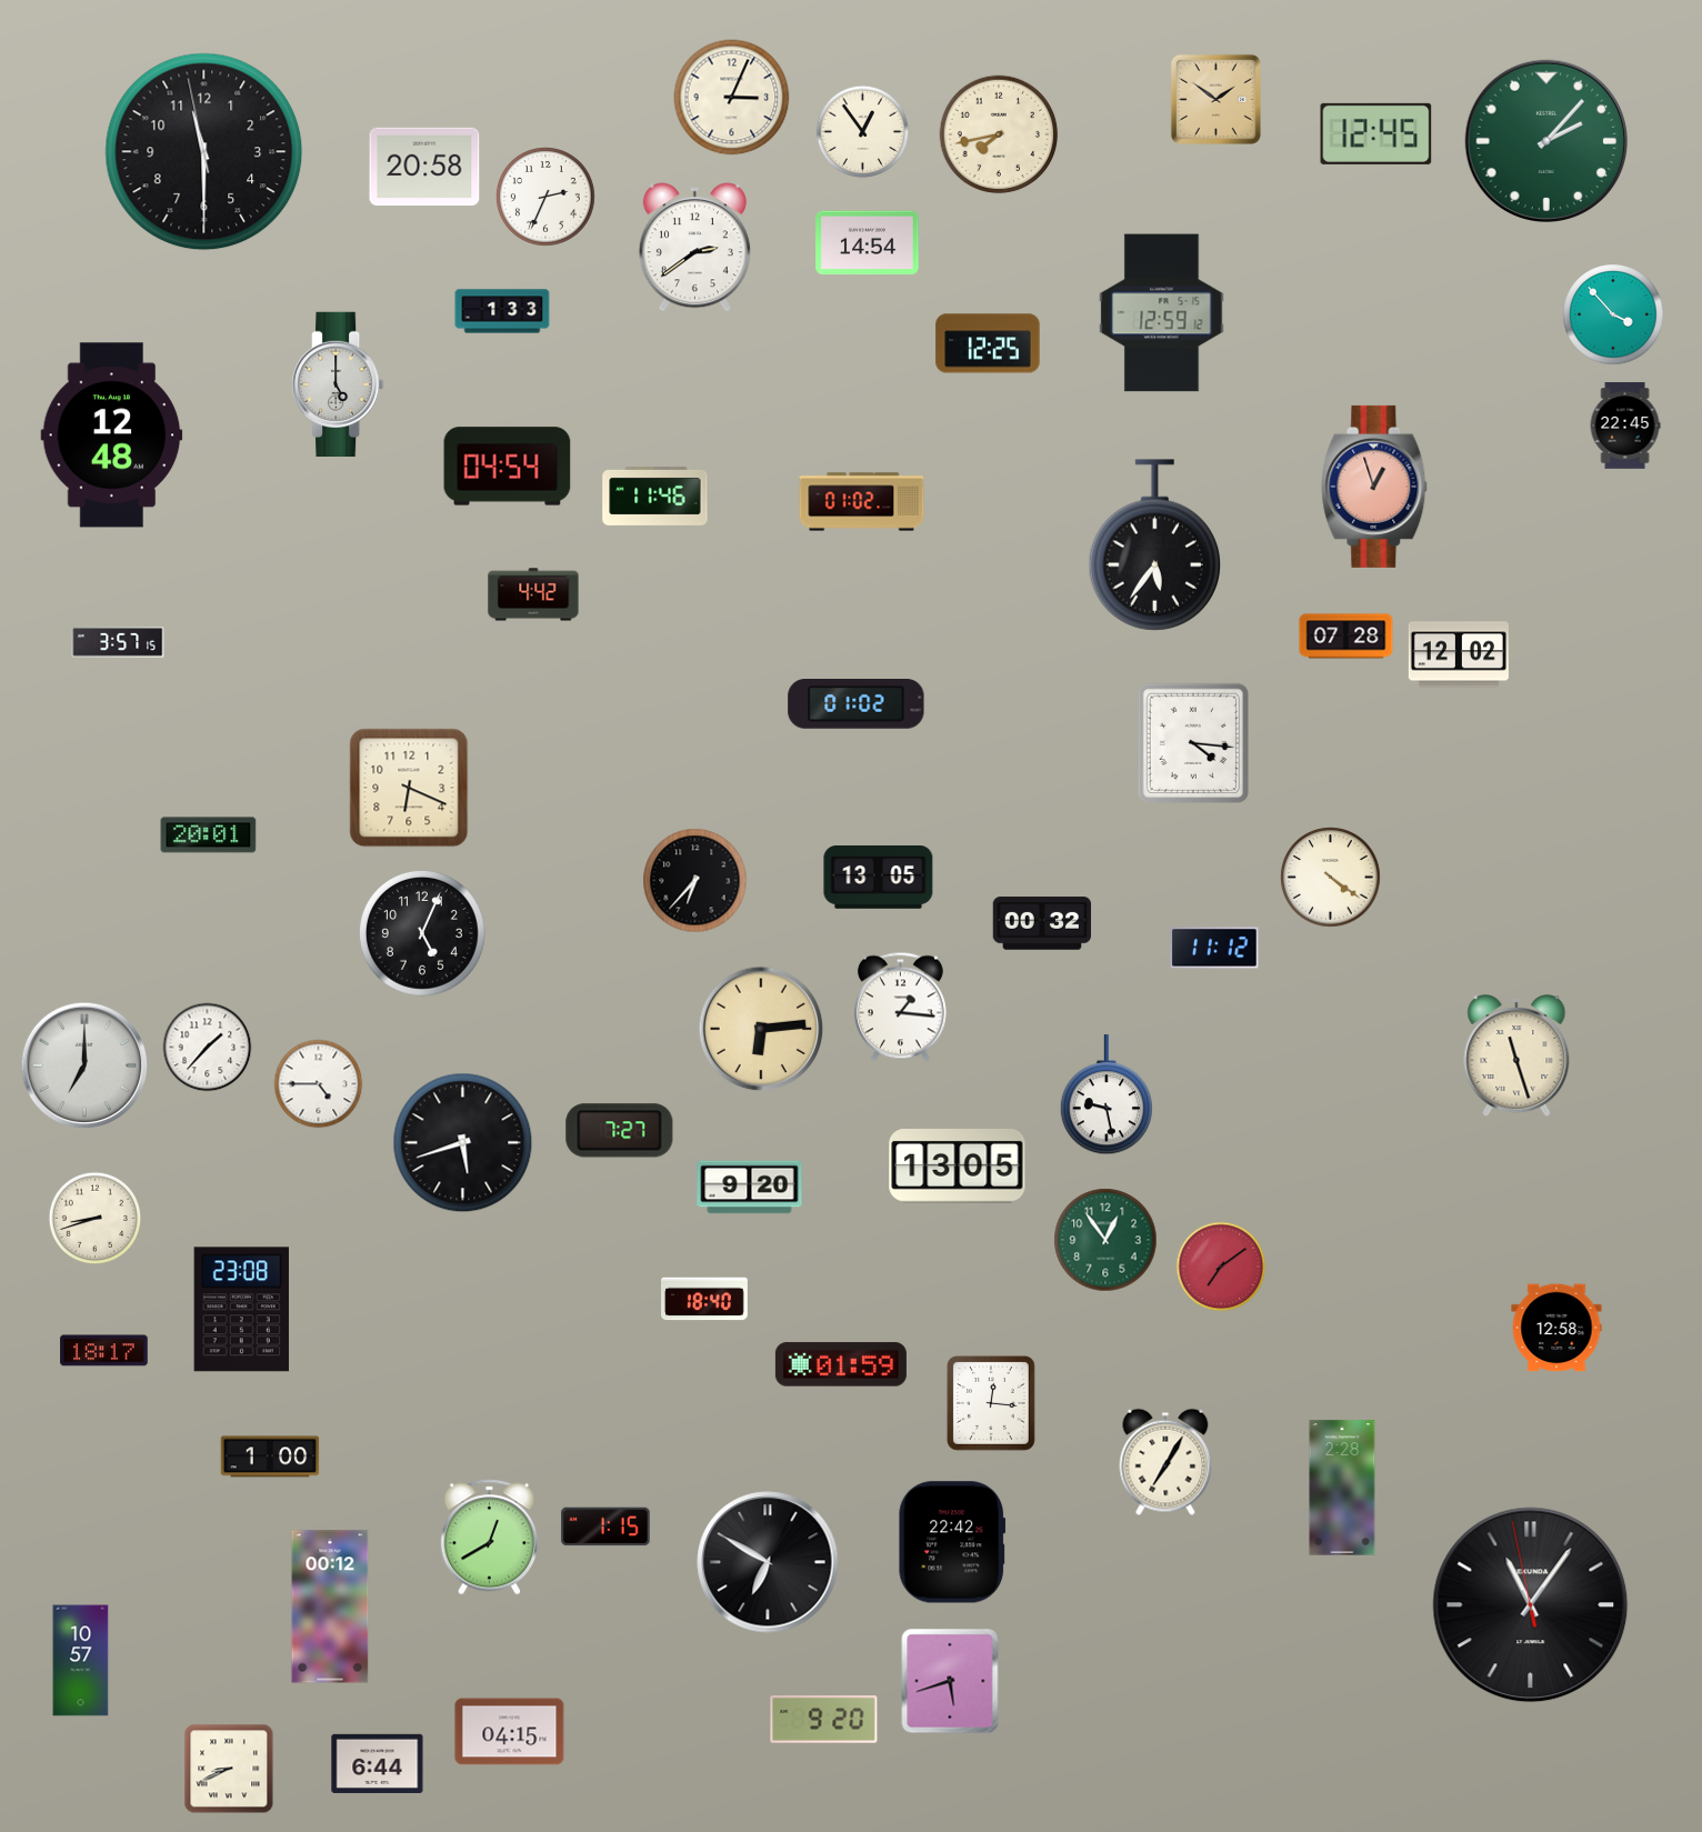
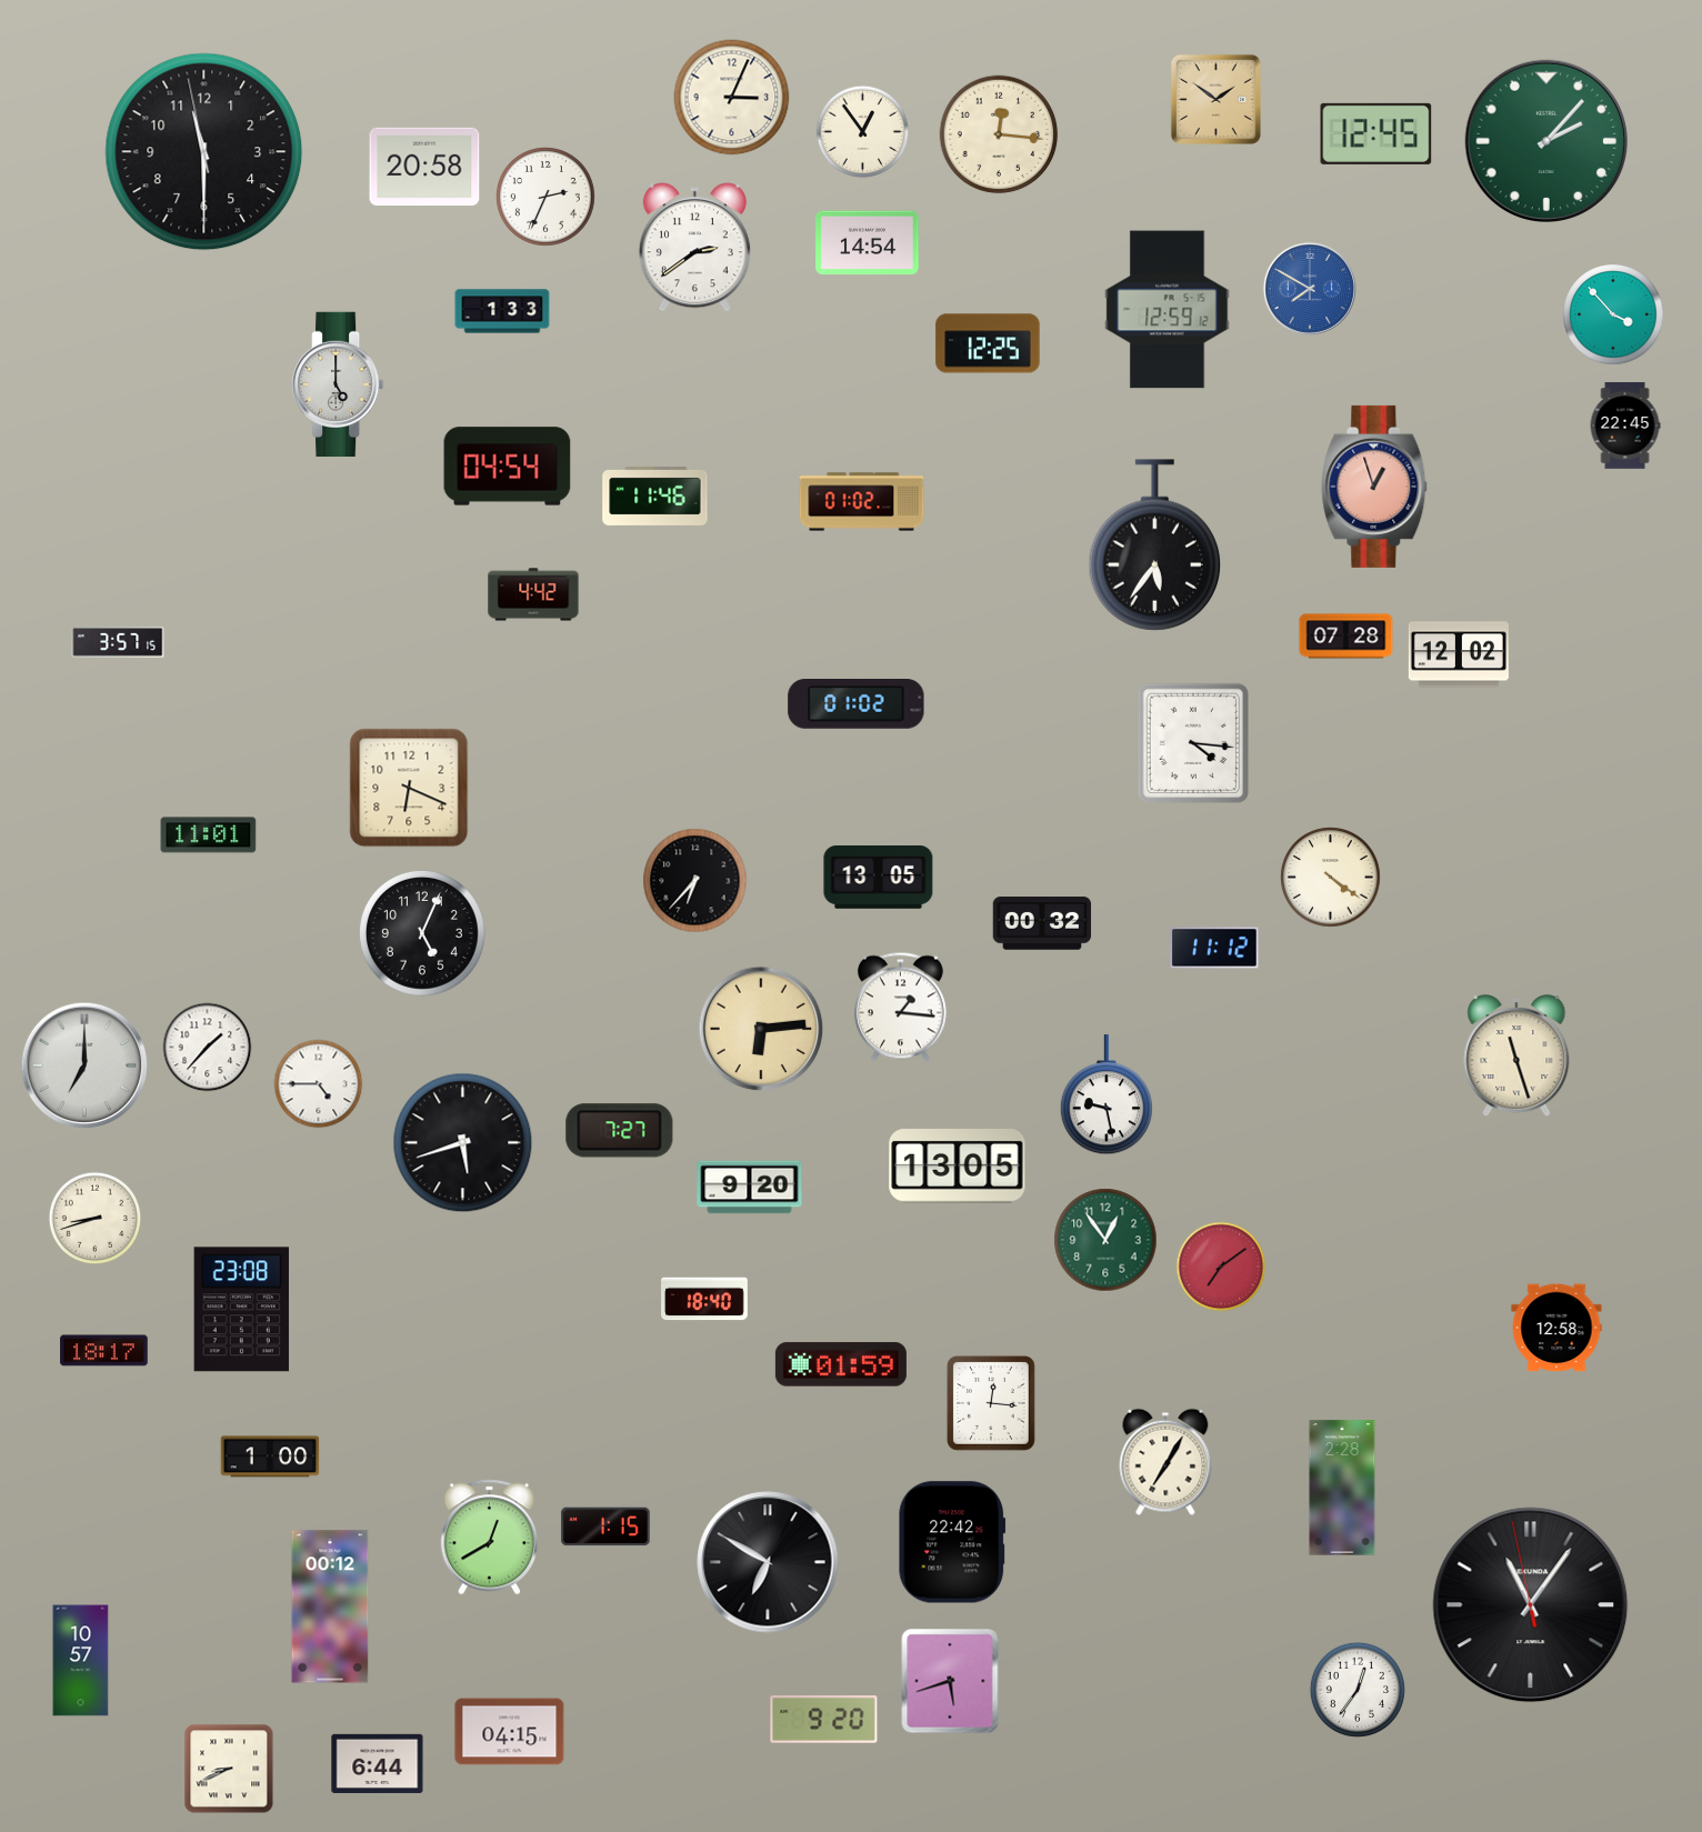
clock at (999, 134): 7:43 -> 12:16
clock at (1310, 289): none -> 7:50
clock at (1162, 313) position: (1162, 313) -> (1168, 310)
clock at (112, 436): 12:48 -> none
clock at (209, 835): 20:01 -> 11:01
clock at (1358, 1690): none -> 12:36
